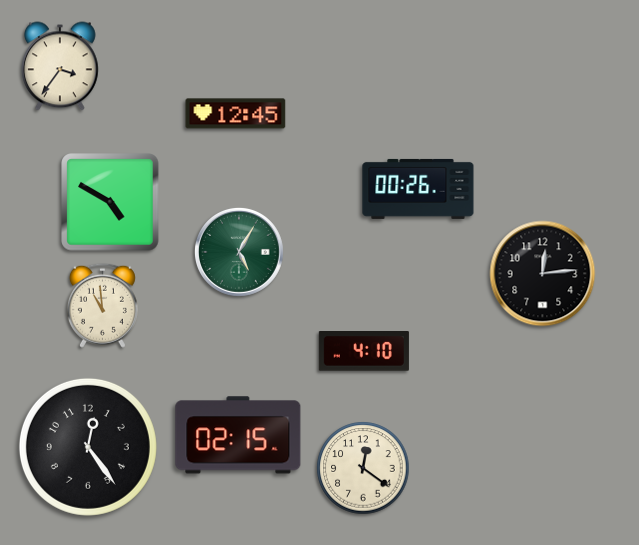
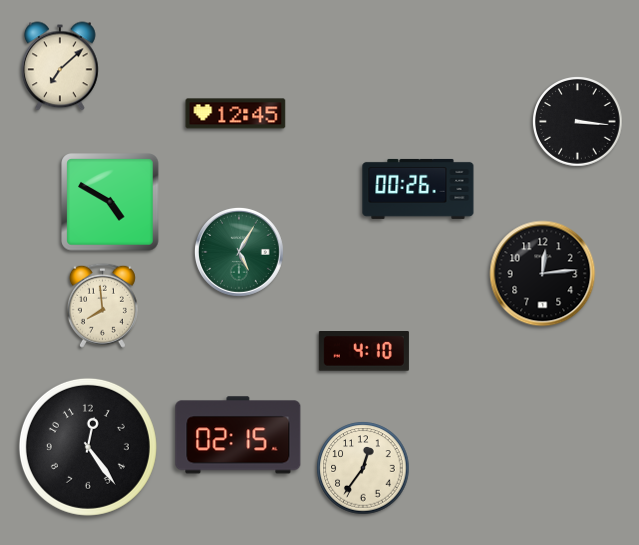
clock at (61, 66): 3:36 -> 7:08
clock at (578, 122): none -> 3:16
clock at (102, 305): 10:59 -> 7:59
clock at (363, 468): 12:21 -> 12:36
